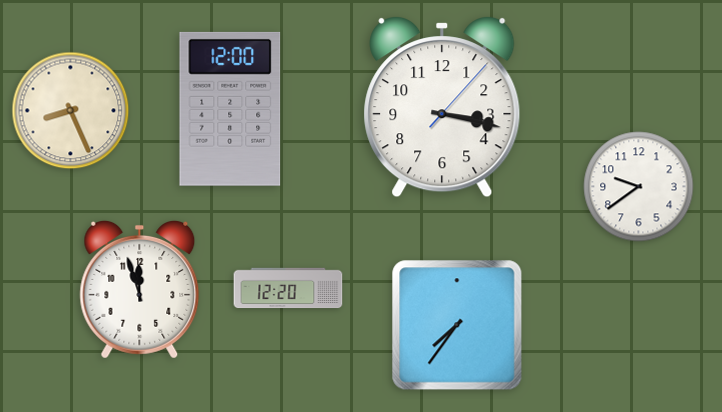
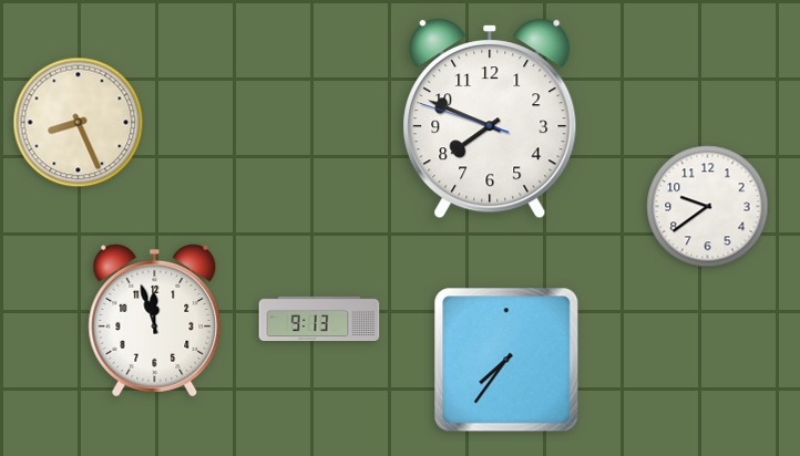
clock at (442, 107): 3:17 -> 7:48
clock at (230, 109): 12:00 -> none
clock at (288, 288): 12:20 -> 9:13
